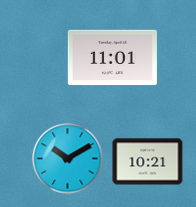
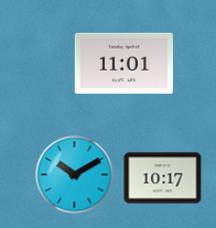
clock at (148, 162): 10:21 -> 10:17
